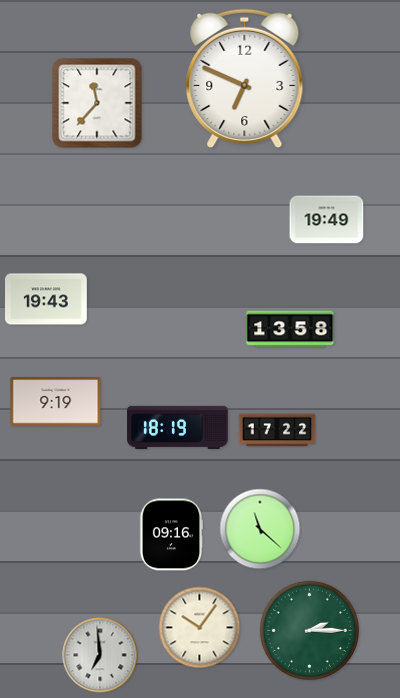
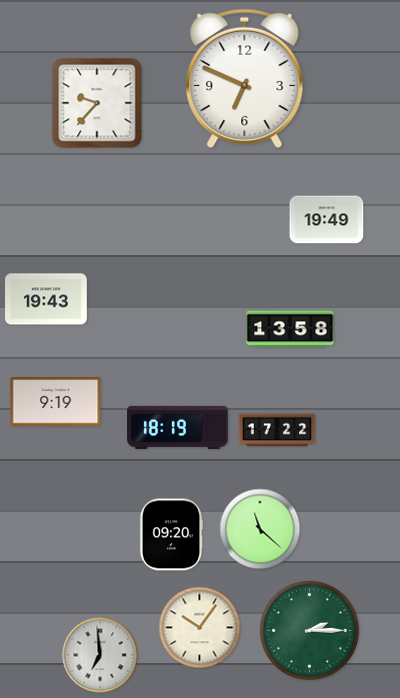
clock at (97, 103): 11:37 -> 9:37
clock at (171, 535): 09:16 -> 09:20
